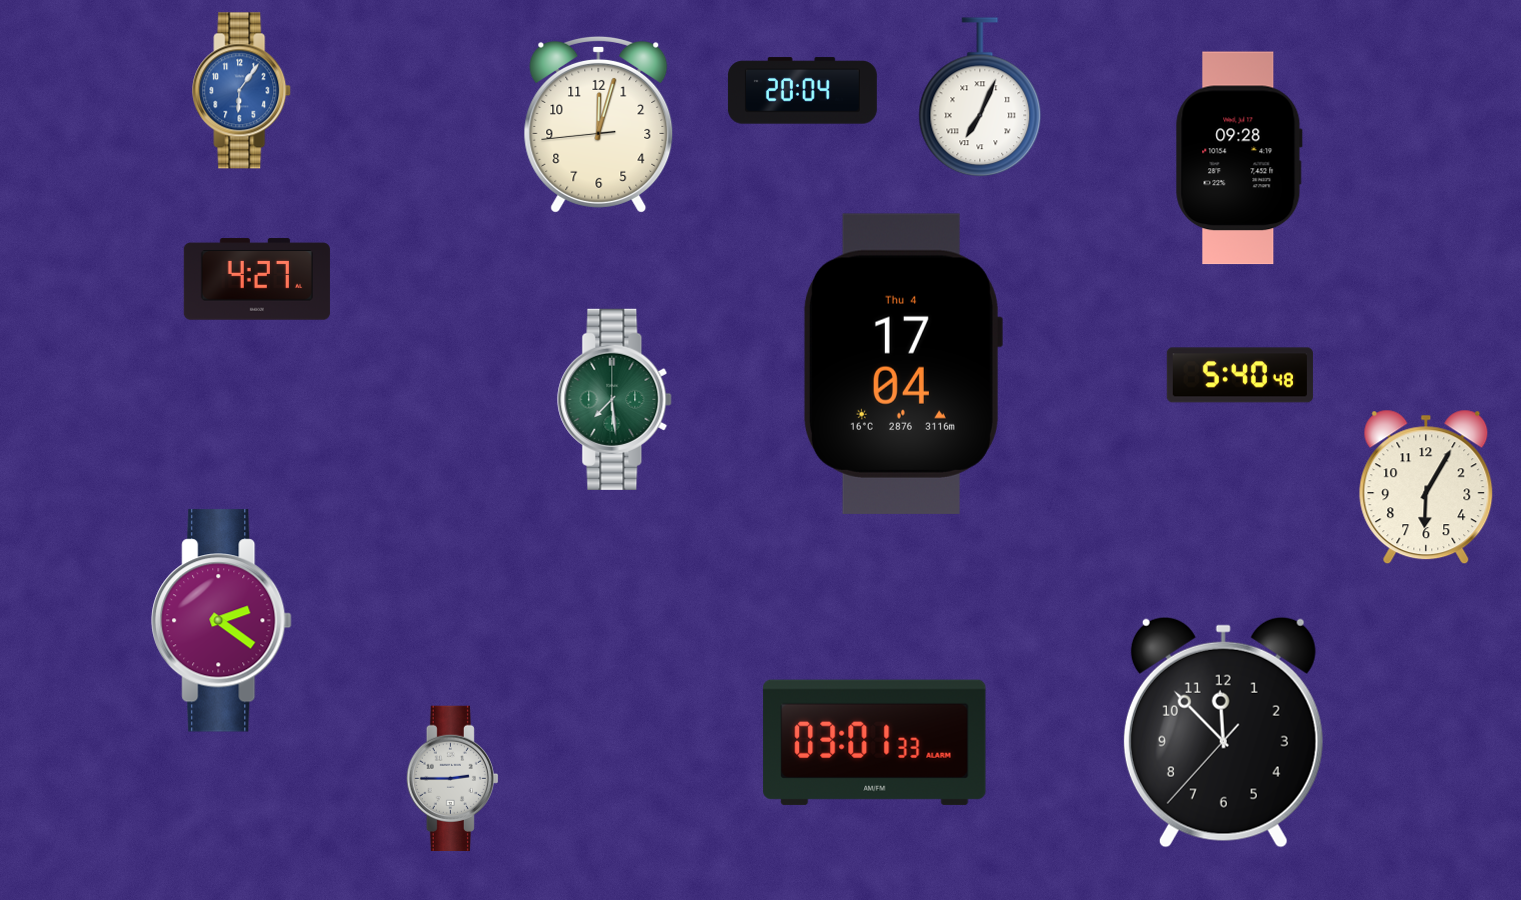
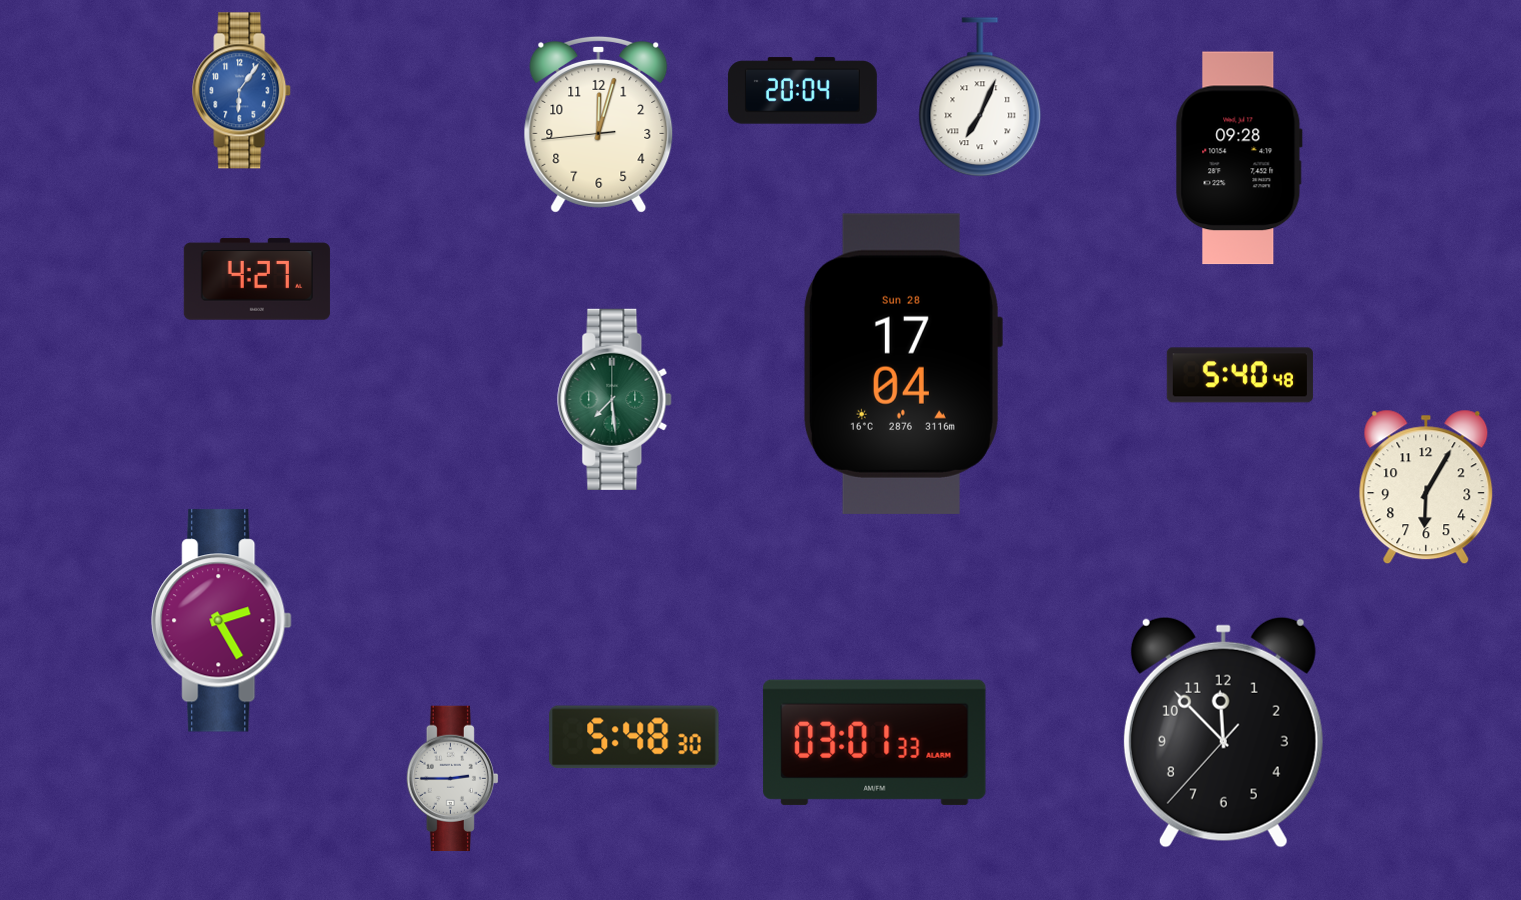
clock at (902, 364) date: Thu 4 -> Sun 28
clock at (222, 621): 2:21 -> 2:25
clock at (634, 737): none -> 5:48
